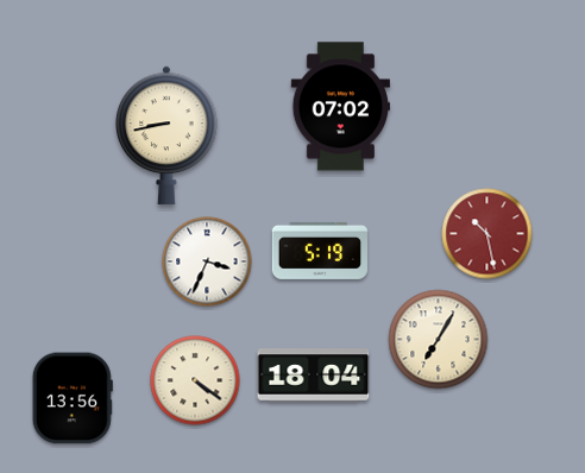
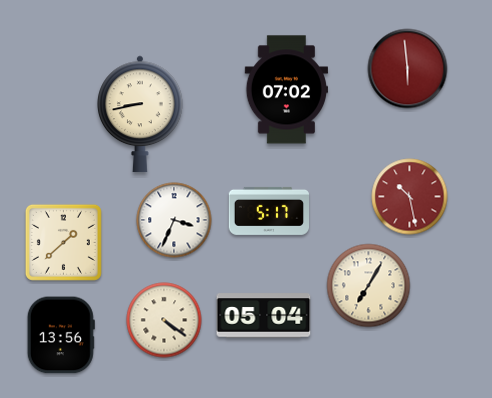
clock at (408, 69): none -> 5:59
clock at (320, 251): 5:19 -> 5:17
clock at (63, 242): none -> 1:38
clock at (314, 376): 18:04 -> 05:04
